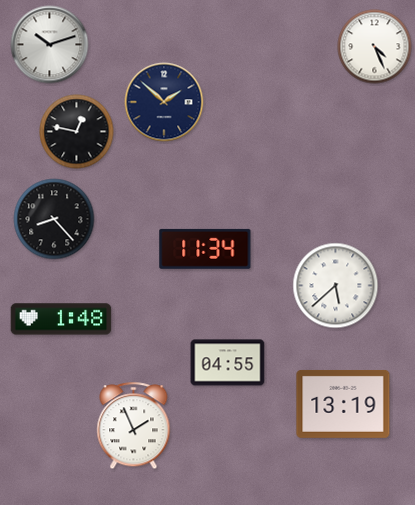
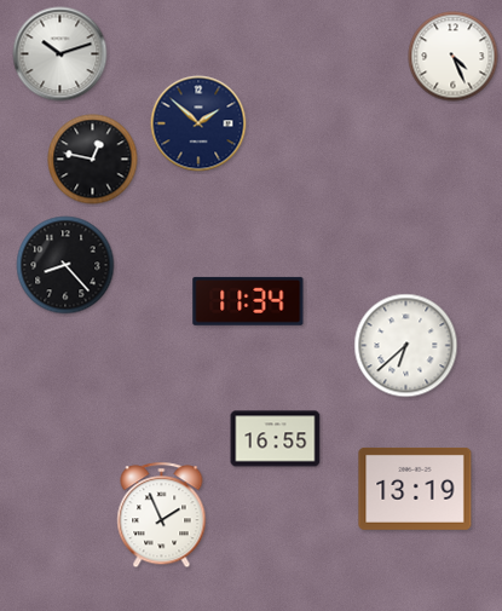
clock at (336, 286): 5:38 -> 6:38
clock at (61, 319): 1:48 -> none
clock at (228, 363): 04:55 -> 16:55
